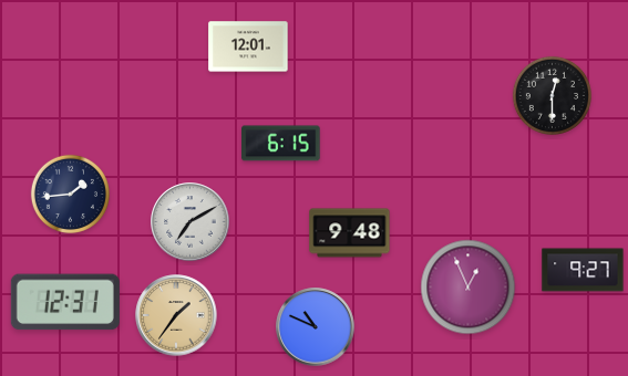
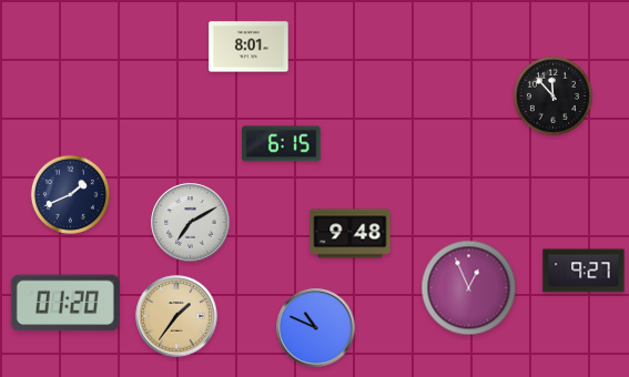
clock at (248, 46): 12:01 -> 8:01
clock at (552, 95): 12:30 -> 11:53
clock at (70, 194): 1:44 -> 1:41
clock at (65, 302): 12:31 -> 01:20
